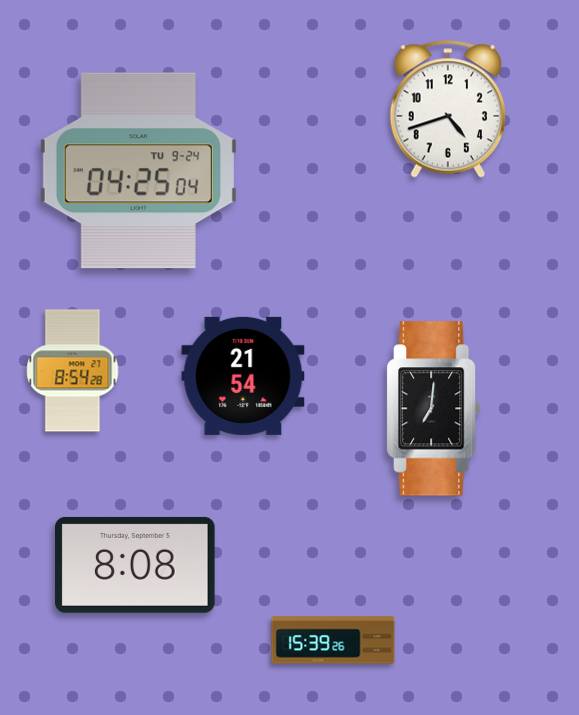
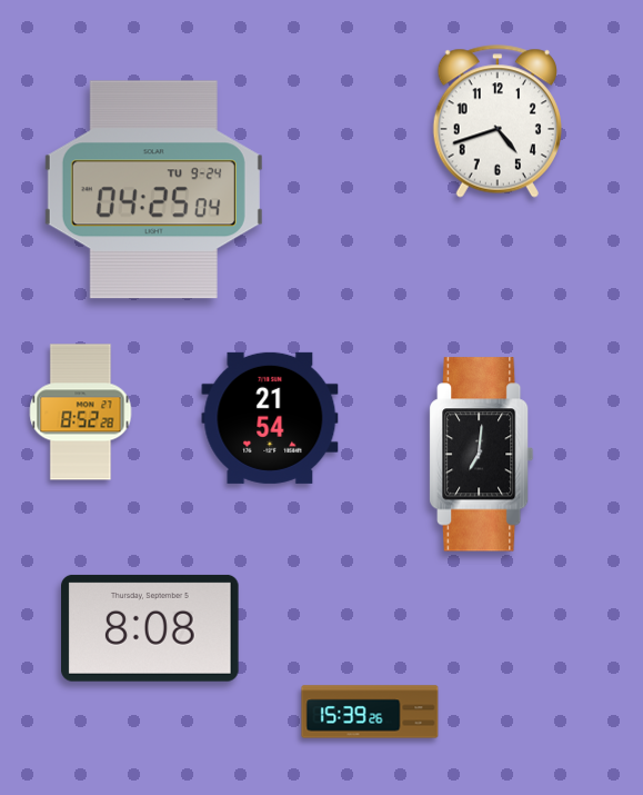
clock at (73, 371): 8:54 -> 8:52
